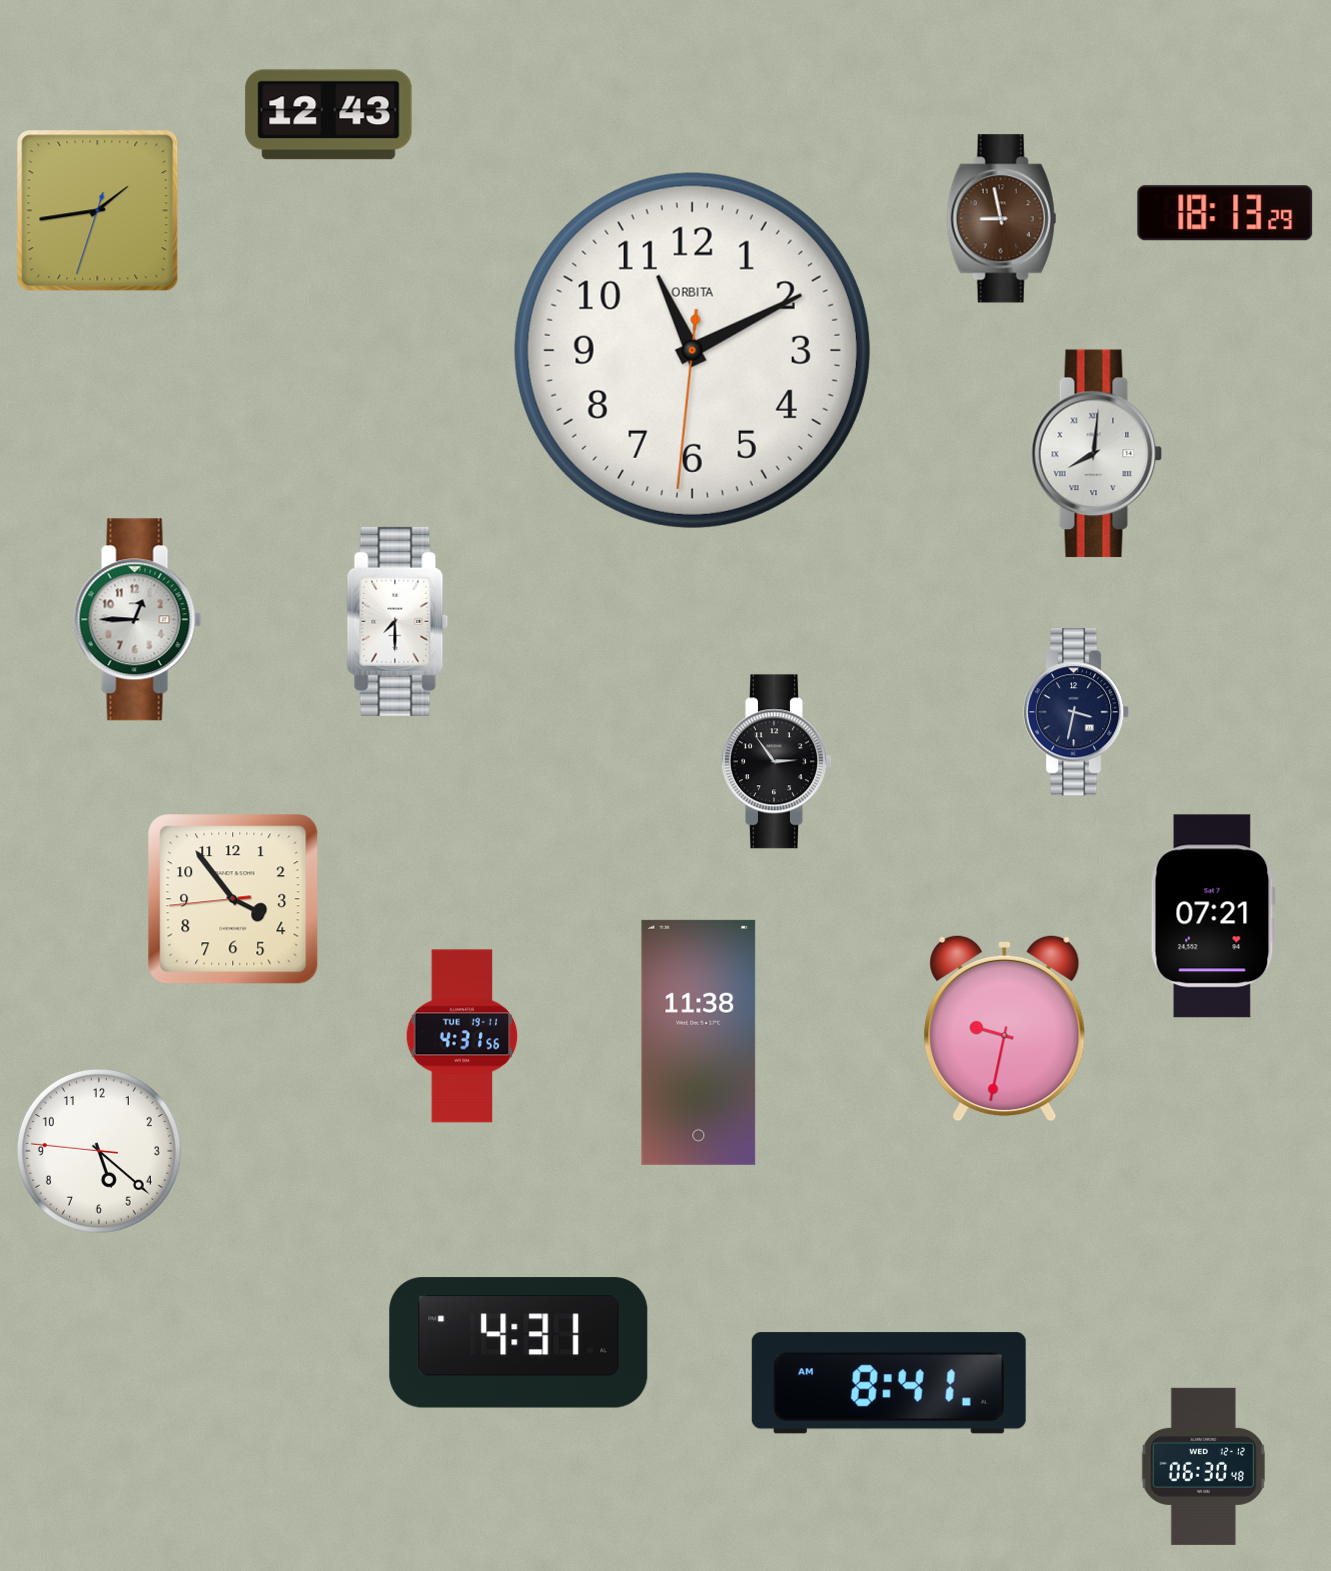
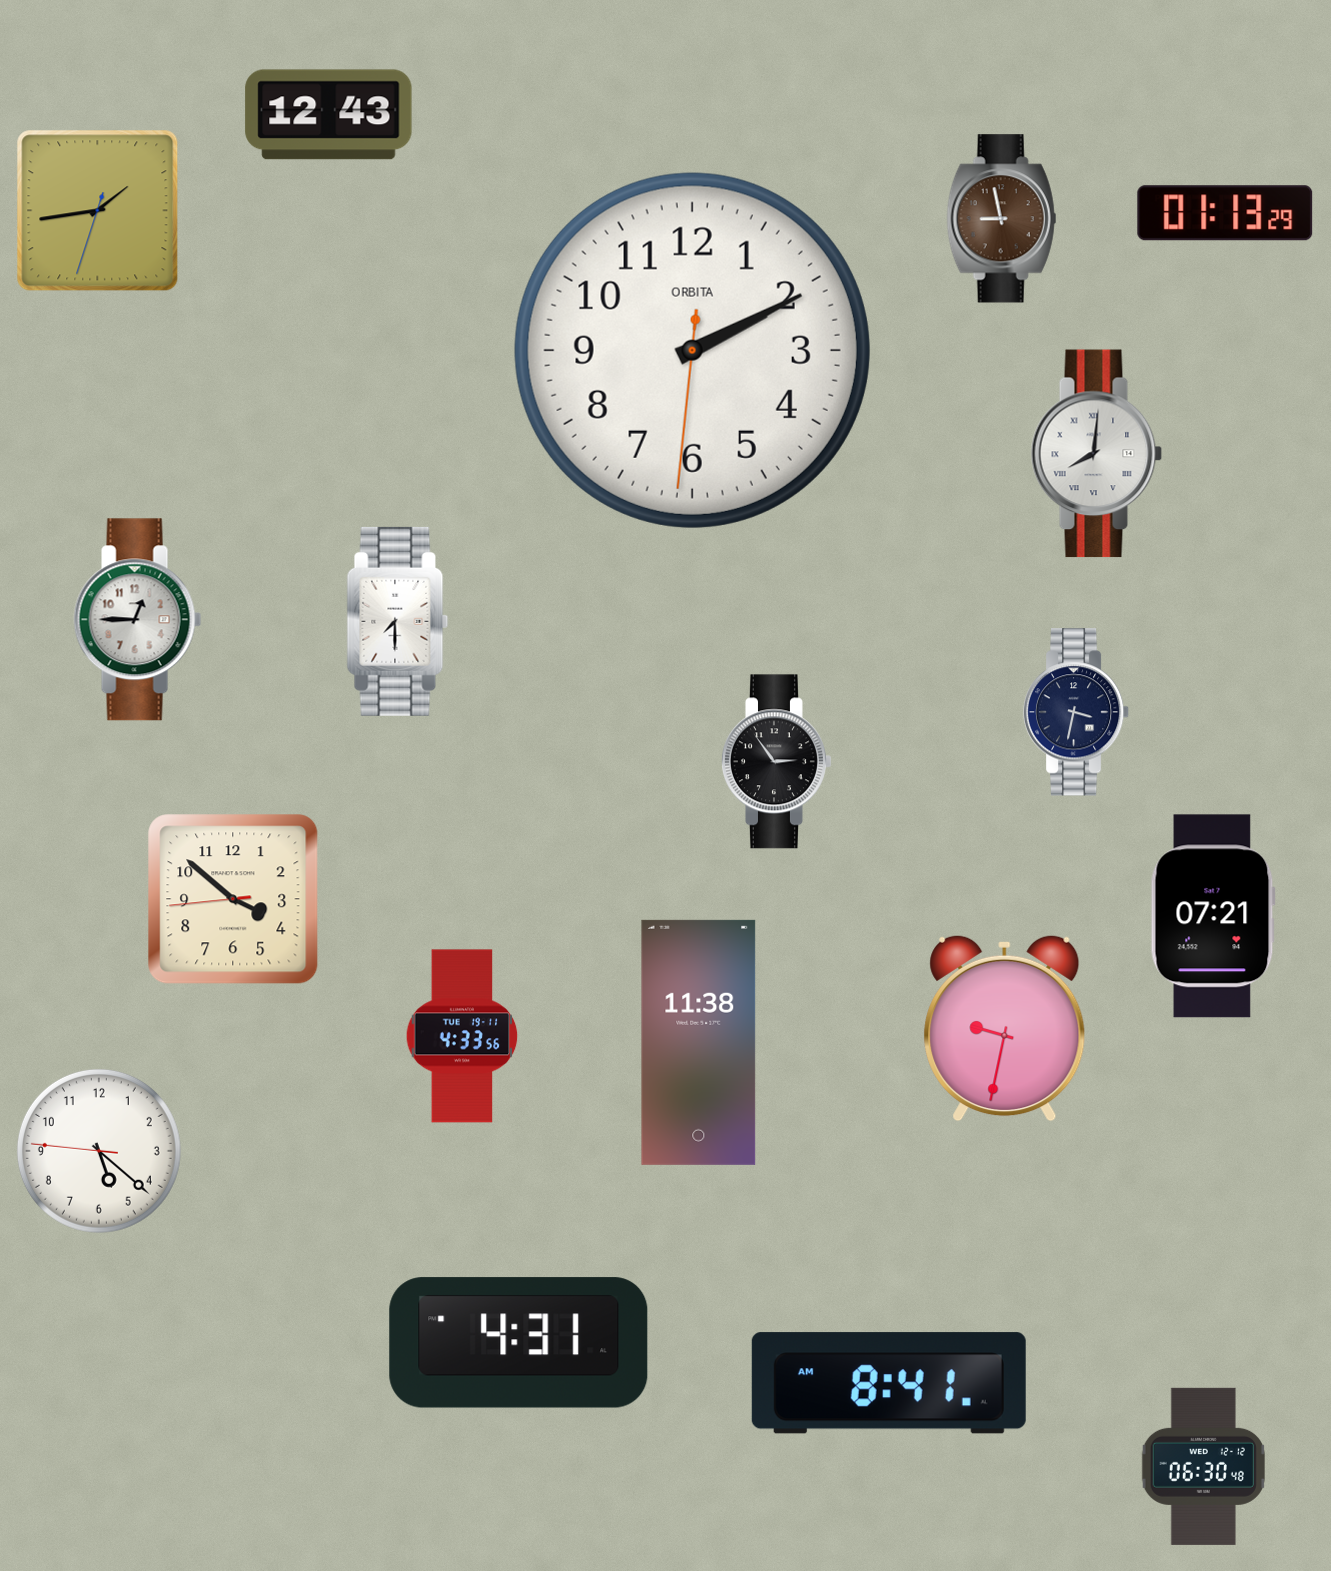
clock at (1225, 213): 18:13 -> 01:13
clock at (692, 350): 11:10 -> 2:10
clock at (233, 899): 3:53 -> 3:51
clock at (462, 1036): 4:31 -> 4:33
